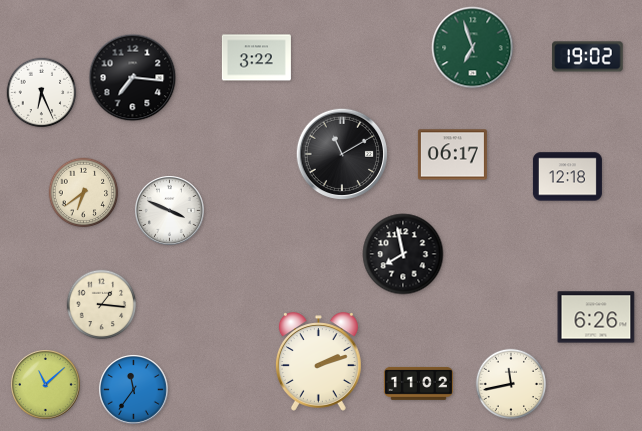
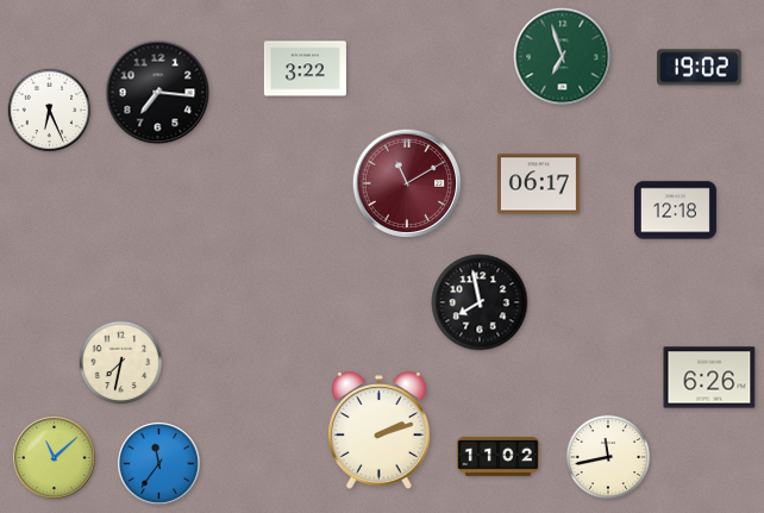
clock at (342, 154) dial: black -> burgundy
clock at (84, 193): 6:39 -> none
clock at (170, 211): 3:49 -> none
clock at (102, 305): 1:16 -> 7:32
